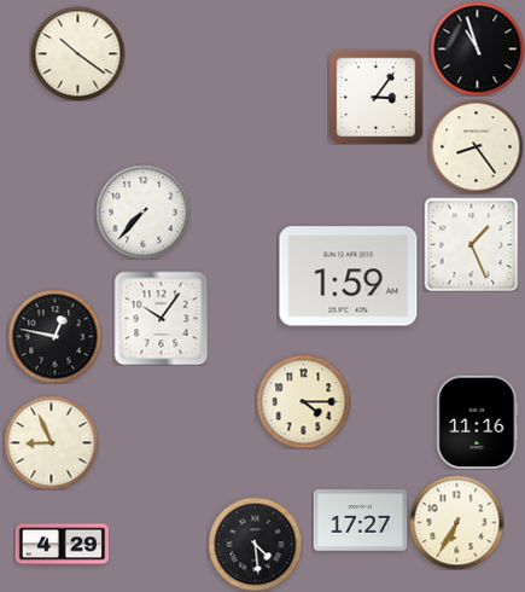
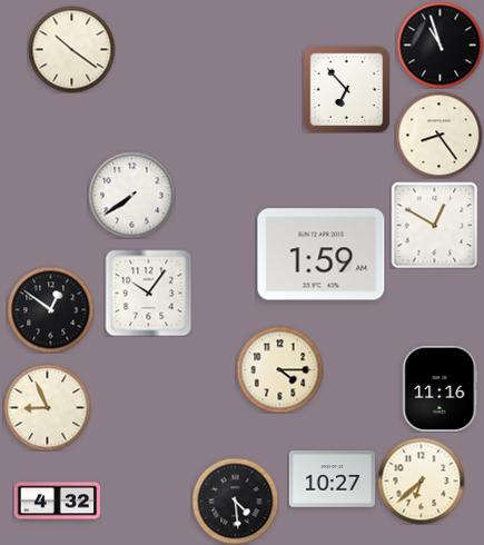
clock at (375, 97): 3:06 -> 6:53
clock at (142, 211): 7:37 -> 7:39
clock at (471, 244): 1:26 -> 12:50
clock at (54, 336): 12:47 -> 12:51
clock at (360, 521): 17:27 -> 10:27
clock at (456, 522): 6:35 -> 6:38
clock at (62, 545): 4:29 -> 4:32
